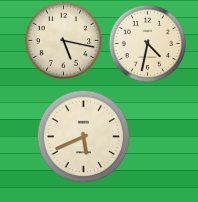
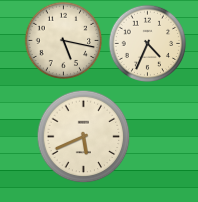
clock at (147, 43): 4:32 -> 4:34
